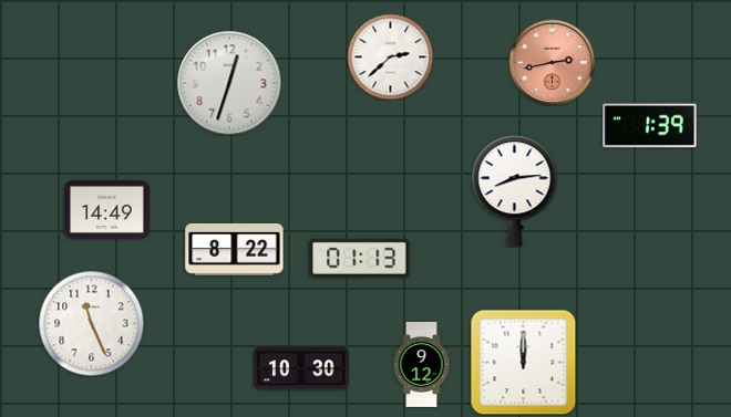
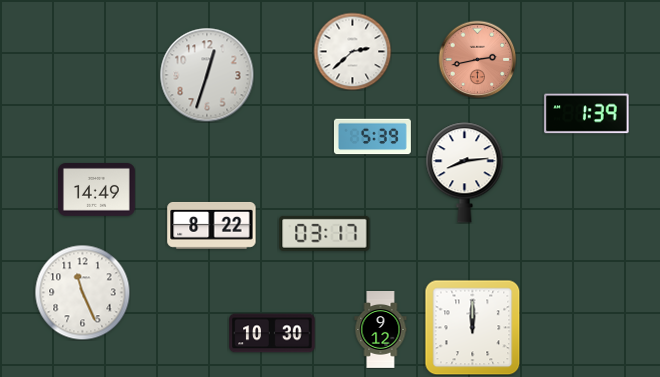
clock at (552, 62) position: (552, 62) -> (477, 59)
clock at (372, 137): none -> 5:39
clock at (360, 258): 01:13 -> 03:17
